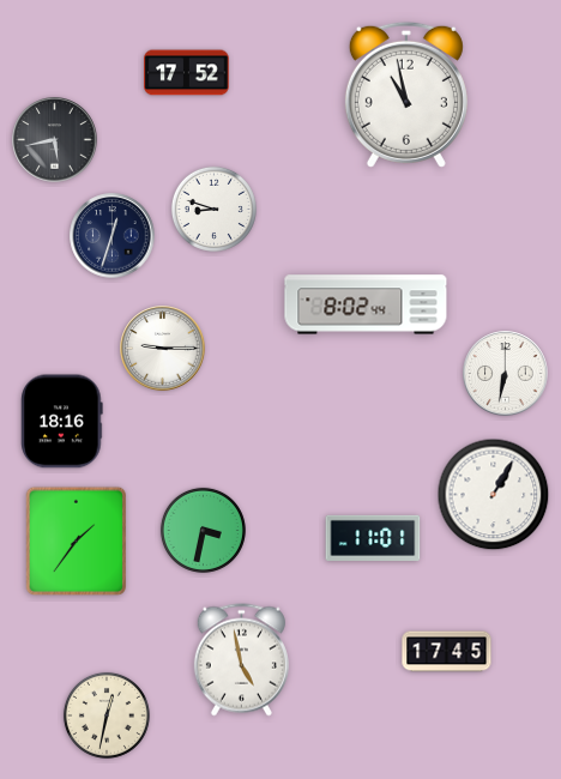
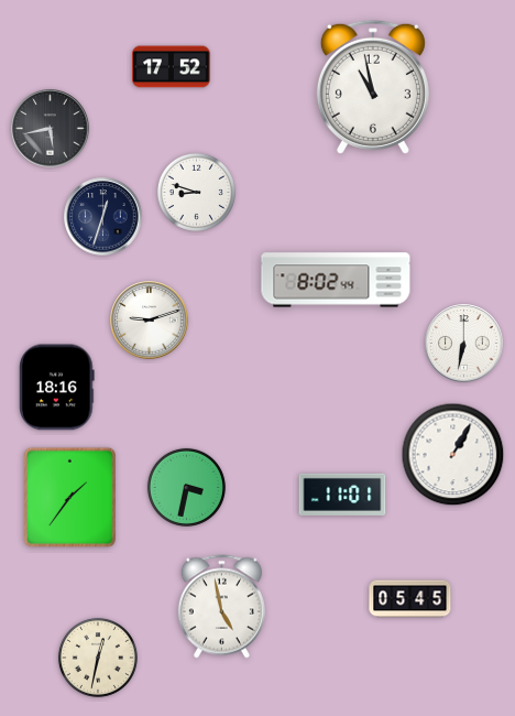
clock at (163, 349): 9:15 -> 9:12
clock at (447, 652): 17:45 -> 05:45
